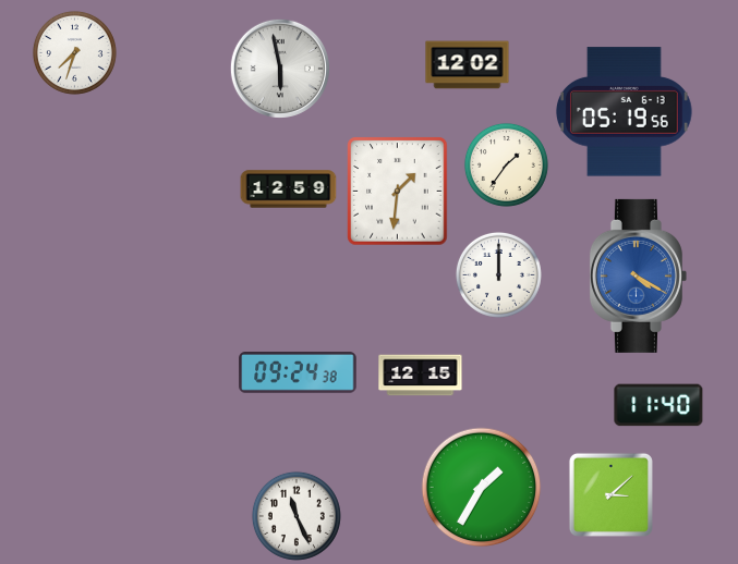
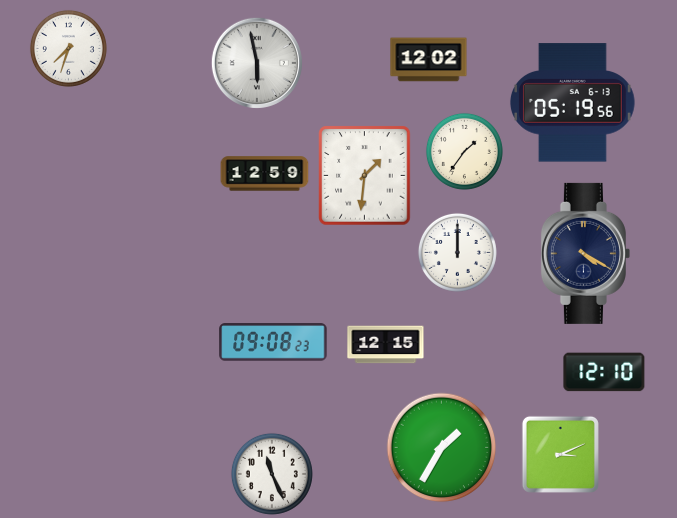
clock at (638, 275) dial: blue -> navy
clock at (298, 372): 09:24 -> 09:08
clock at (658, 405): 11:40 -> 12:10
clock at (610, 494): 3:08 -> 3:11
